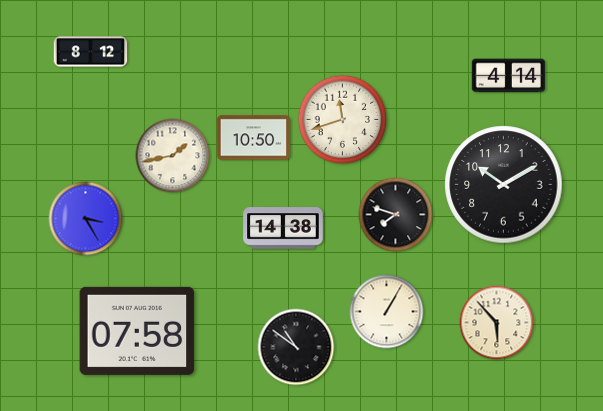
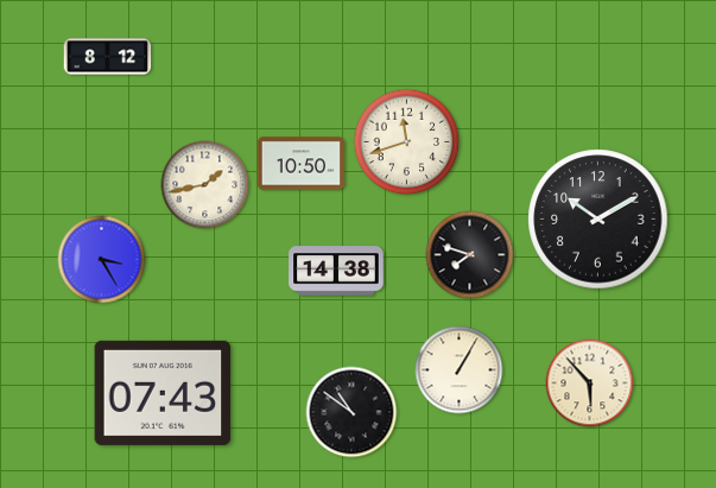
clock at (91, 52) position: (91, 52) -> (108, 57)
clock at (509, 76): 4:14 -> none
clock at (137, 331): 07:58 -> 07:43
